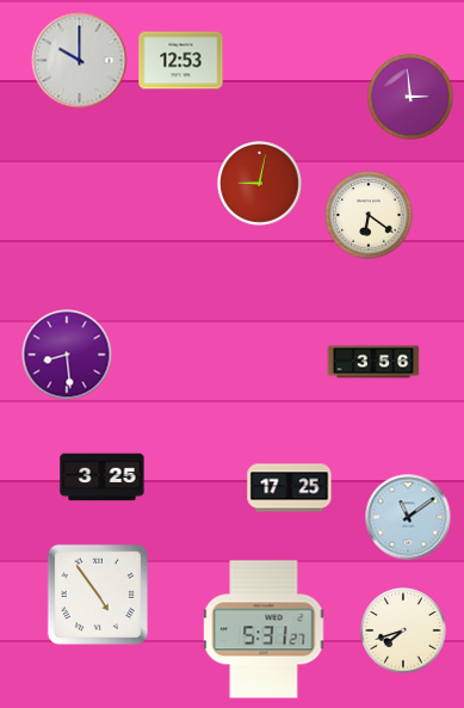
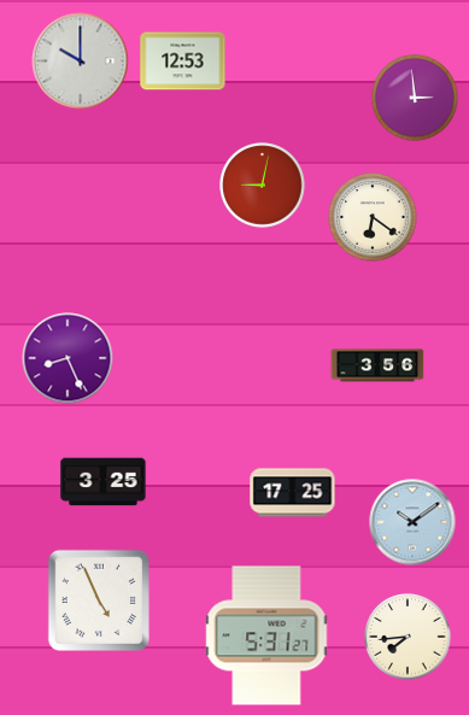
clock at (67, 355): 8:29 -> 8:26
clock at (408, 517): 11:09 -> 10:09
clock at (98, 595): 4:54 -> 4:56
clock at (403, 630): 7:42 -> 7:44
